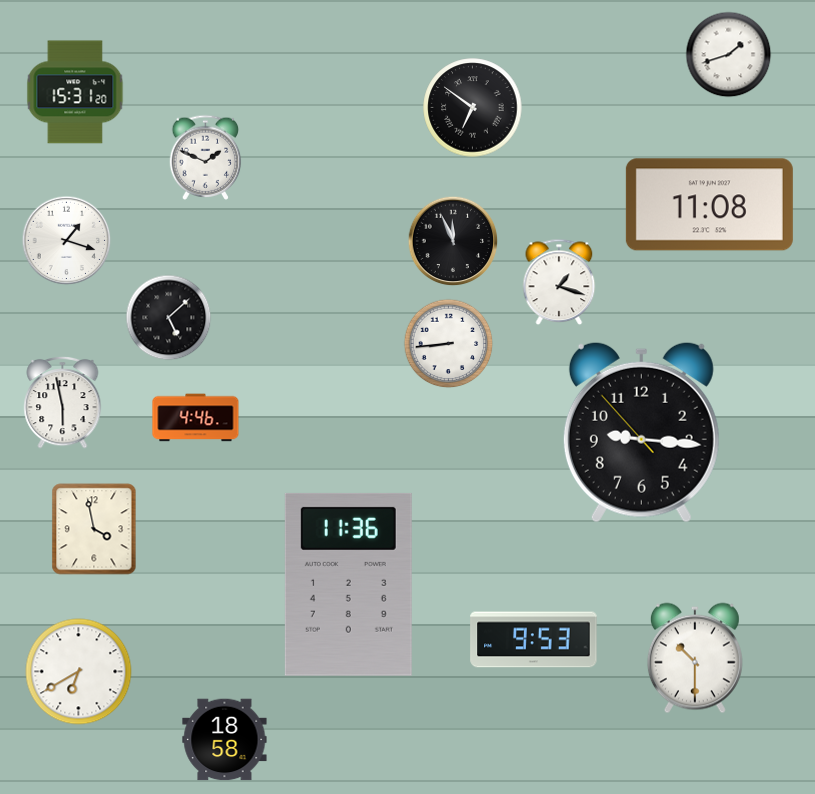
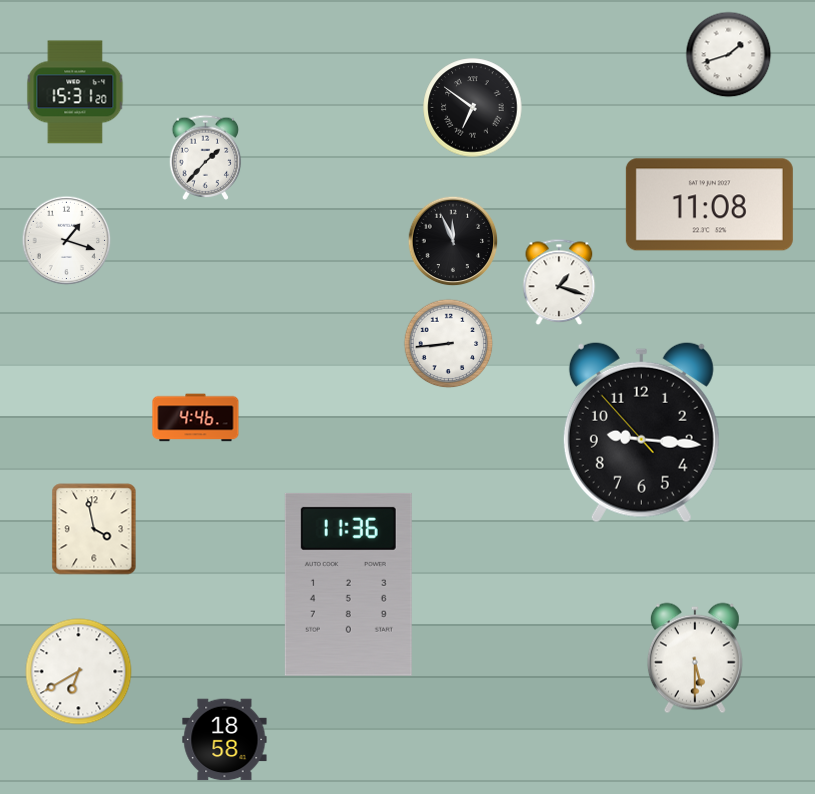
clock at (206, 157): 1:49 -> 1:37
clock at (169, 318): 5:08 -> none
clock at (63, 402): 5:58 -> none
clock at (534, 640): 9:53 -> none
clock at (695, 658): 10:30 -> 5:30
